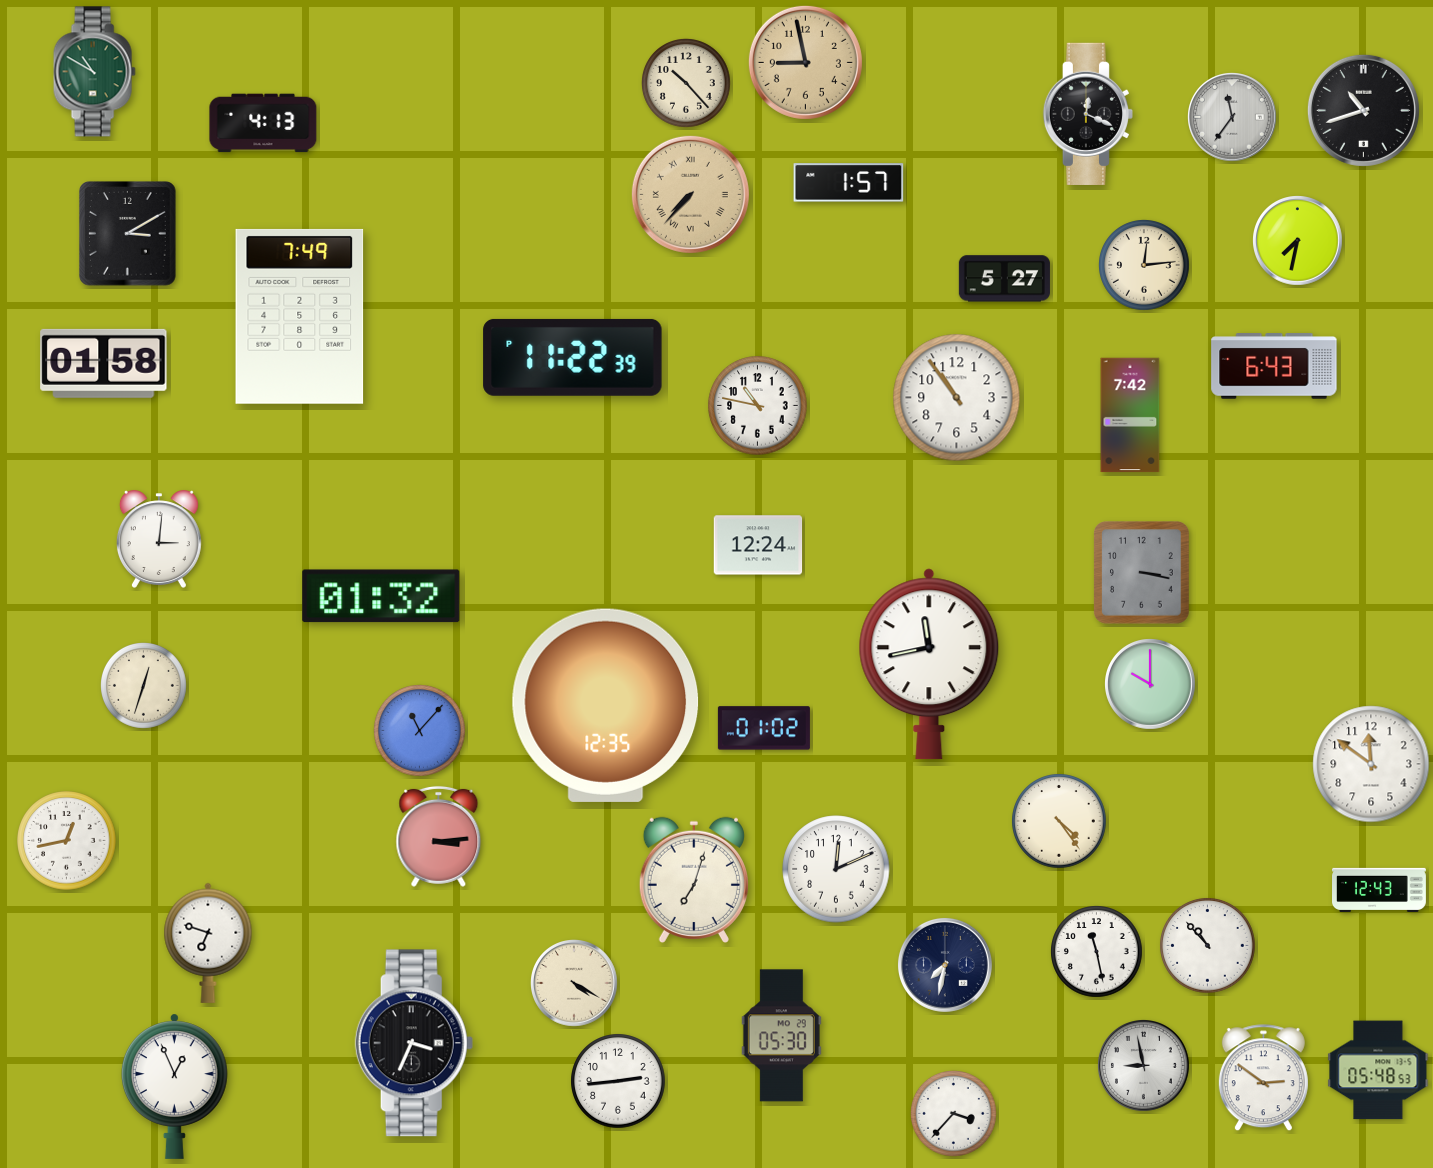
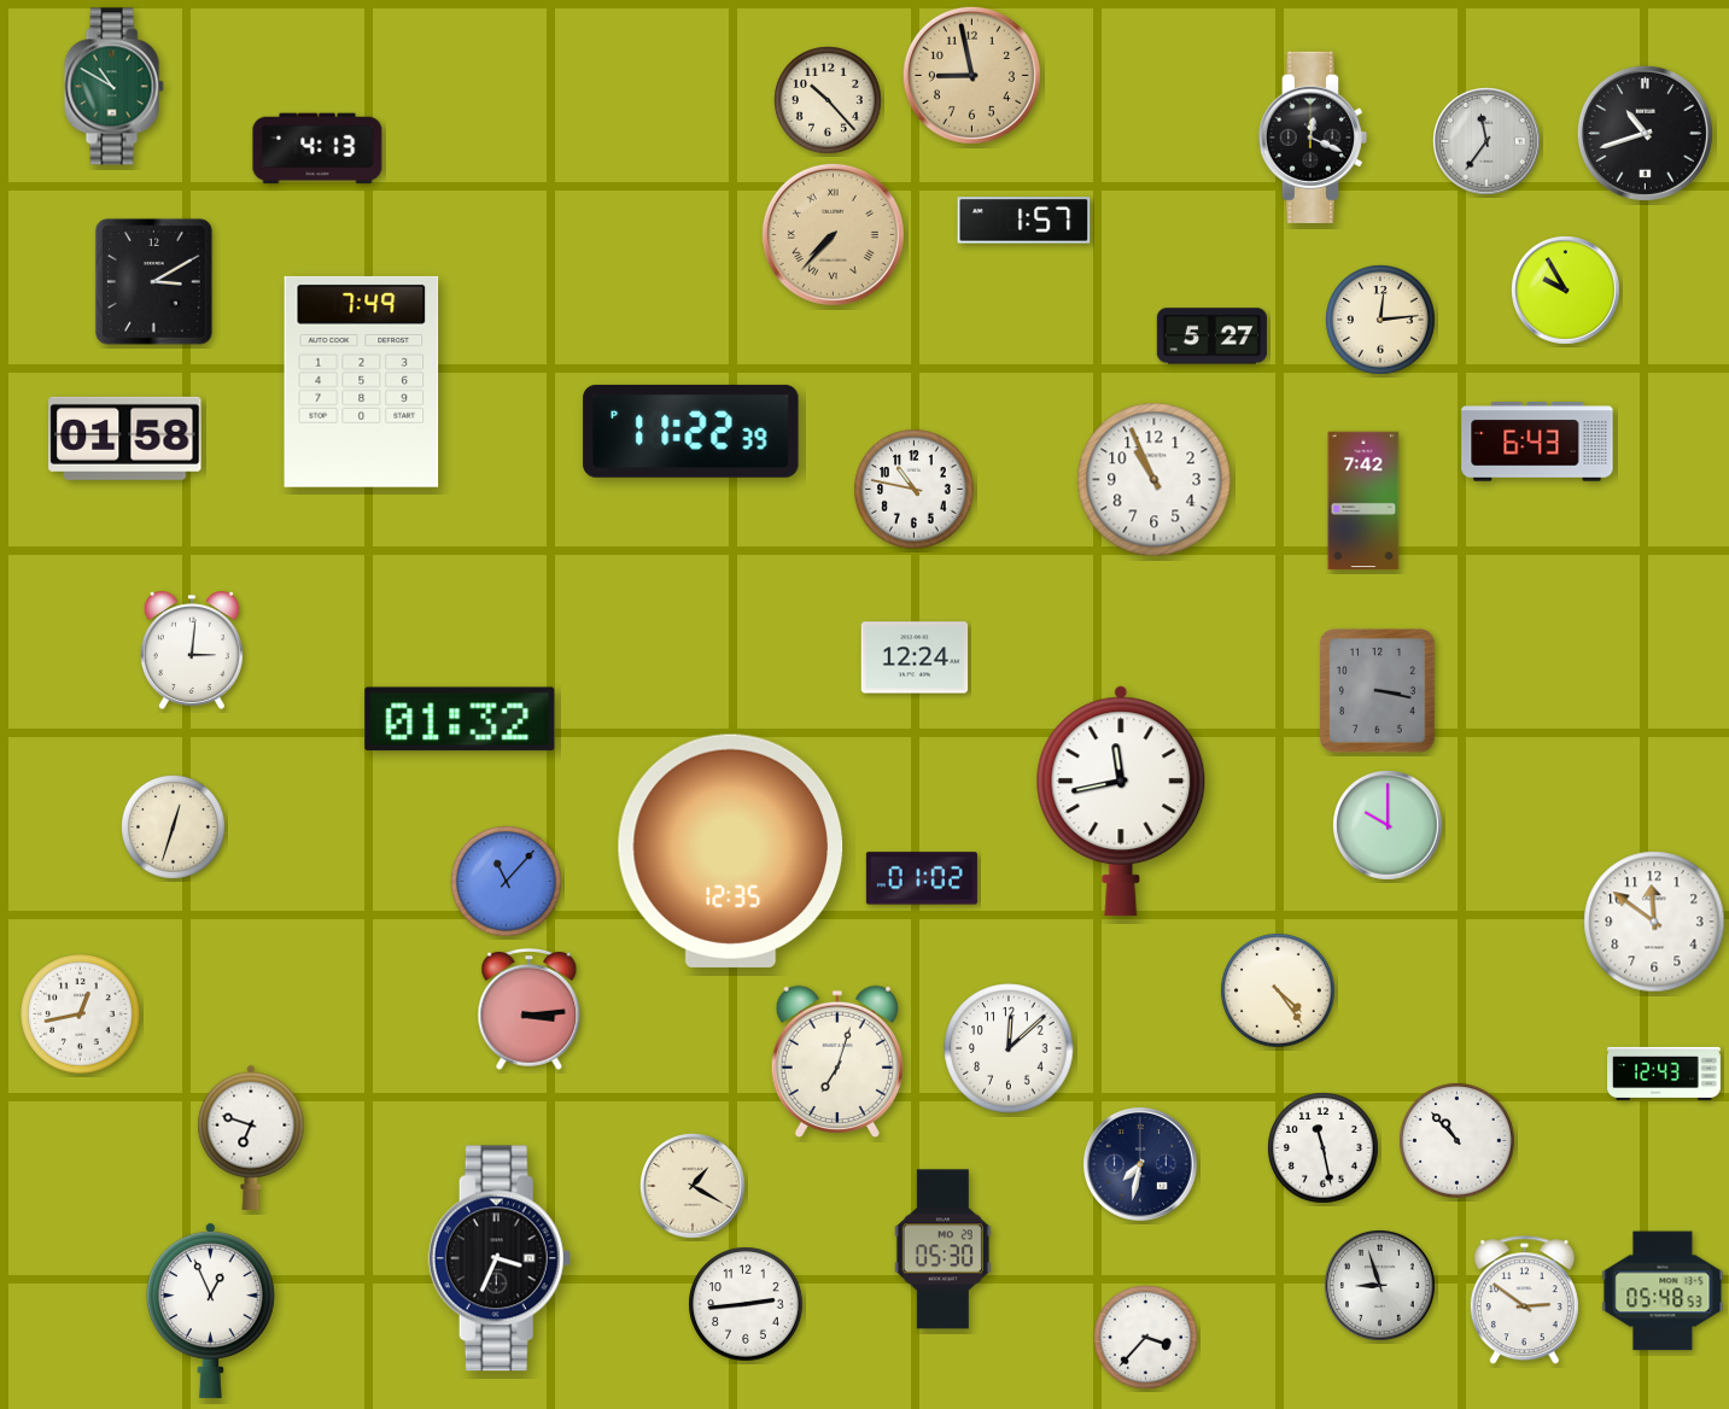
clock at (1298, 241): 7:32 -> 9:55
clock at (957, 398): 10:54 -> 10:56
clock at (836, 869): 12:11 -> 12:08
clock at (574, 983): 4:20 -> 1:20
clock at (1144, 1066): 8:58 -> 8:57
clock at (954, 1114) position: (954, 1114) -> (1146, 1338)
